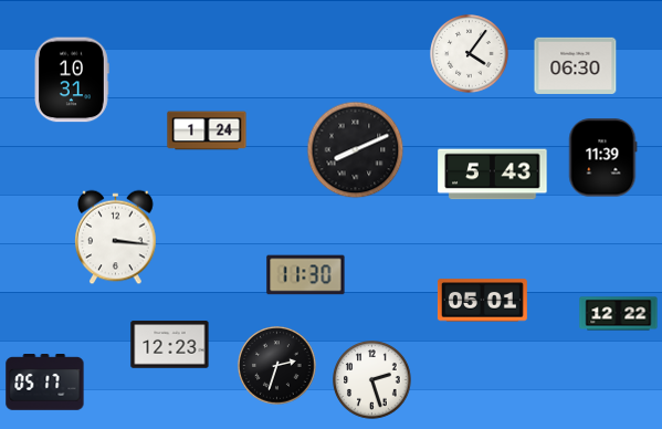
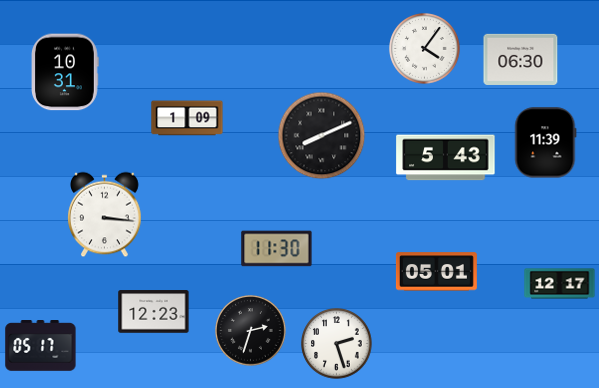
clock at (207, 130): 1:24 -> 1:09
clock at (619, 314): 12:22 -> 12:17
